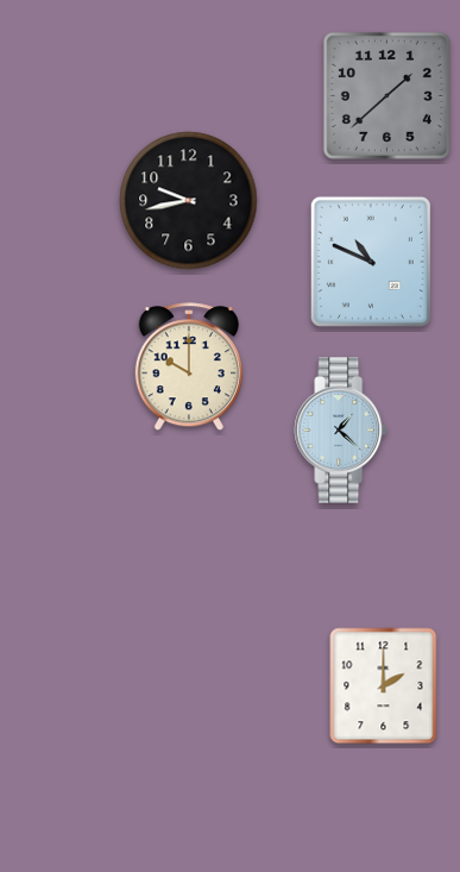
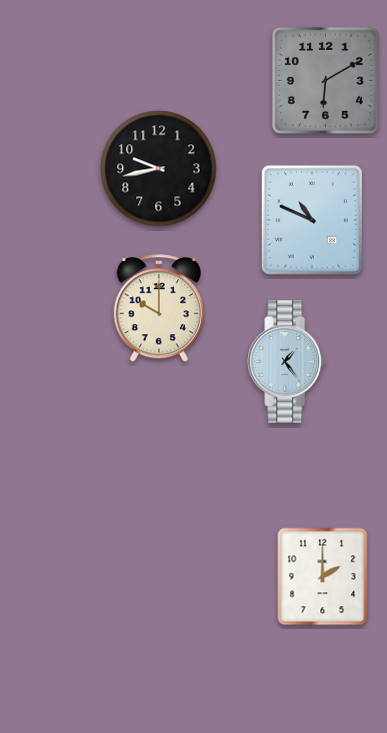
clock at (386, 95): 1:38 -> 6:10
clock at (341, 431): 1:22 -> 1:24
